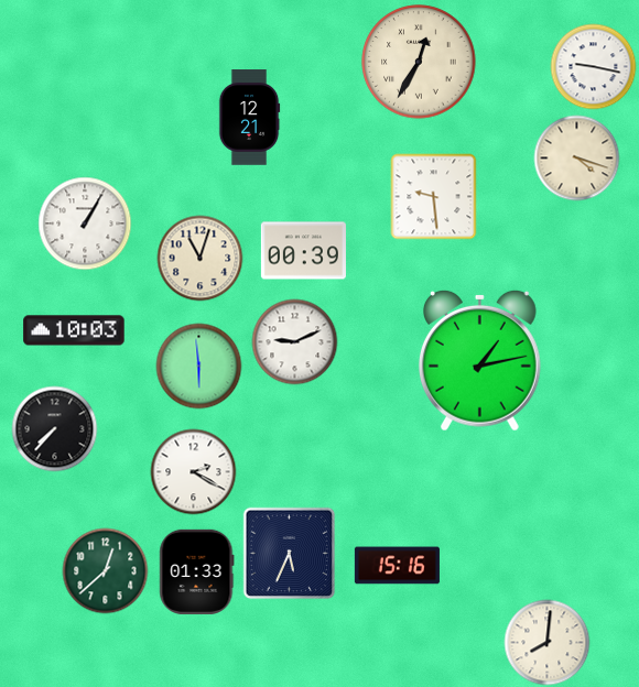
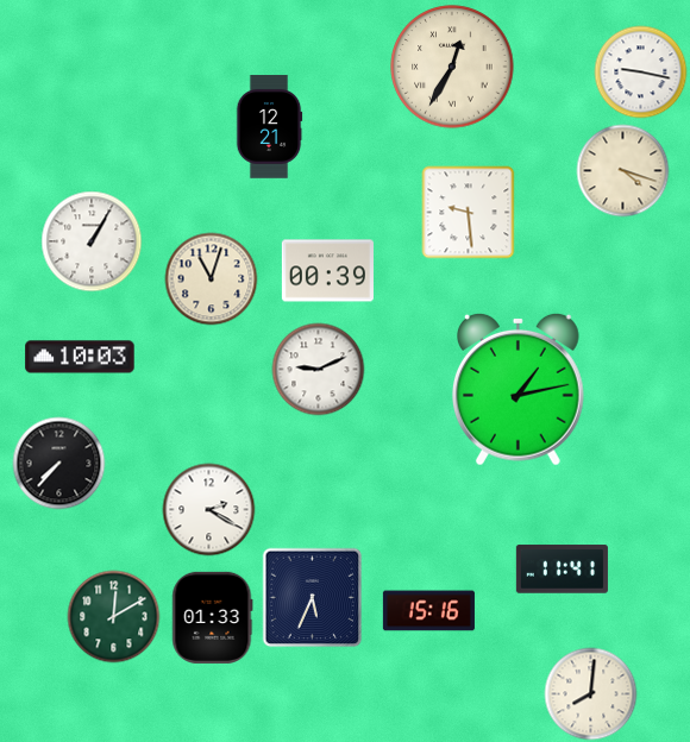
clock at (199, 258) position: (199, 258) -> (211, 278)
clock at (198, 366): 5:59 -> none
clock at (562, 570): none -> 11:41
clock at (105, 570): 12:38 -> 12:10
